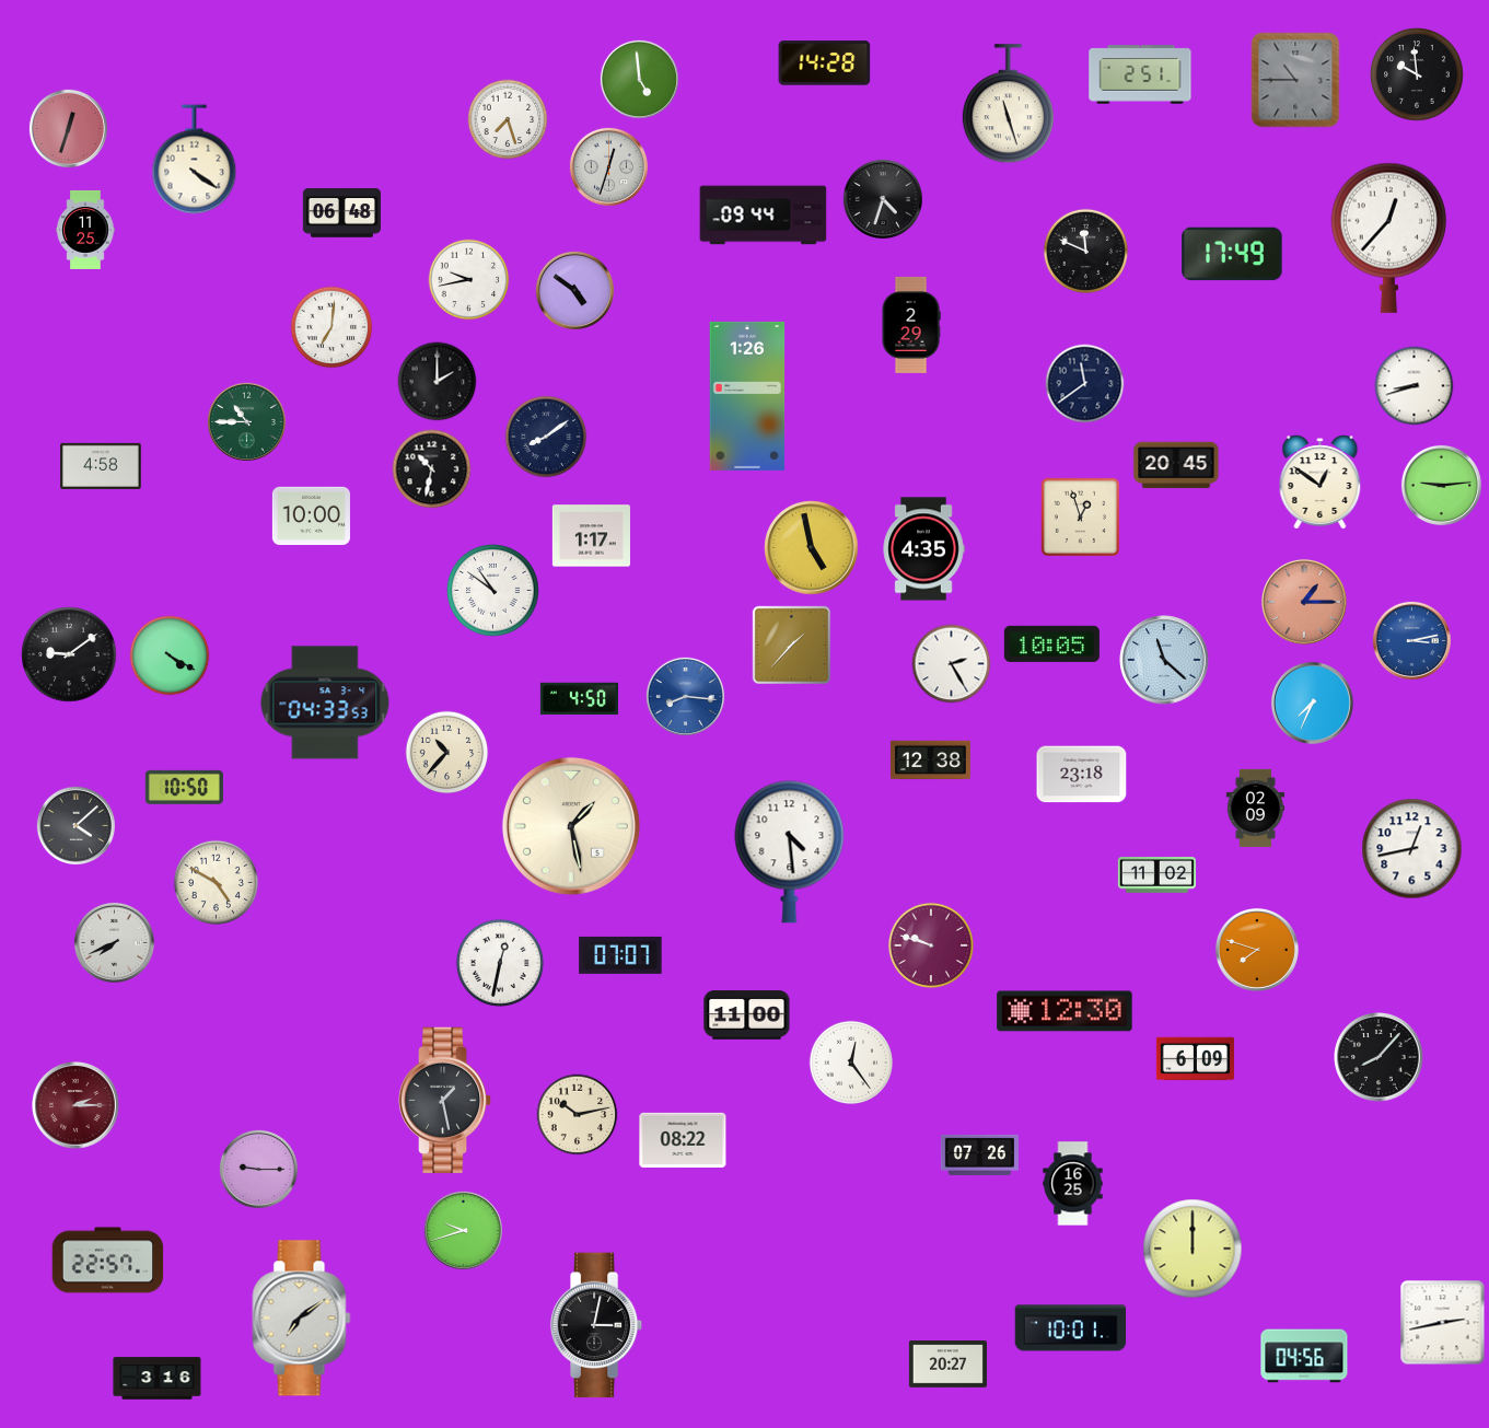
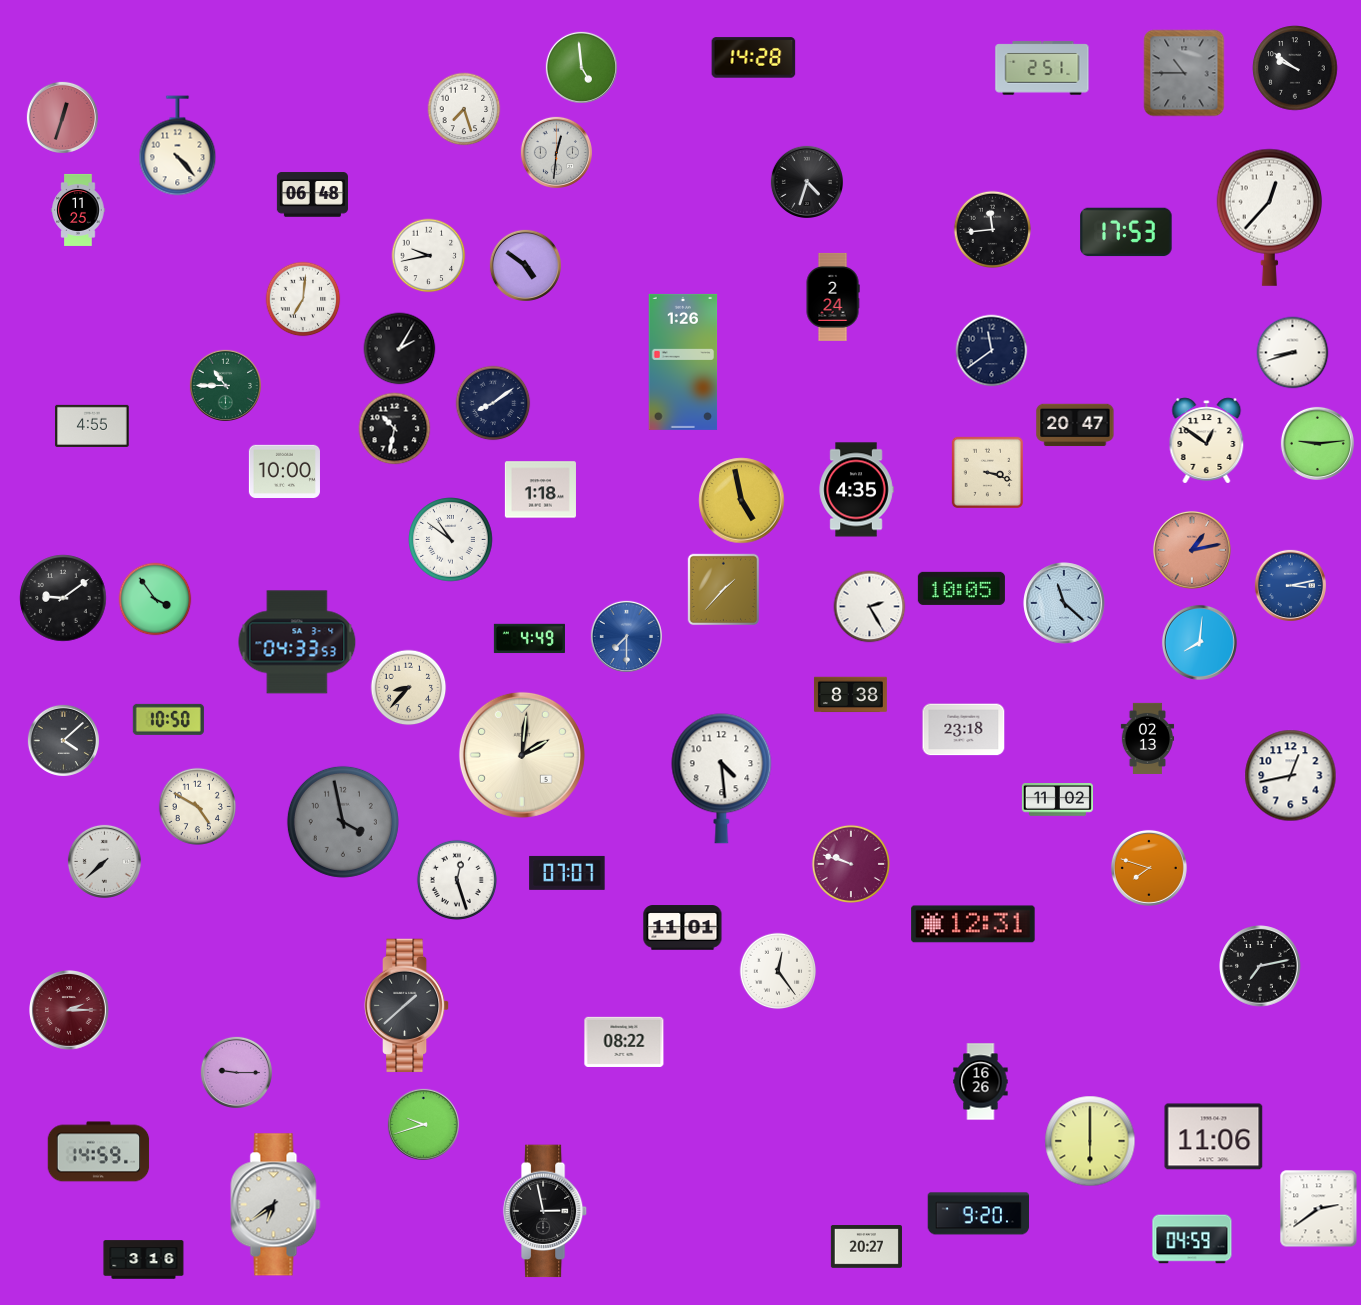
clock at (1417, 74): 9:59 -> 9:51
clock at (639, 79) position: (639, 79) -> (581, 67)
clock at (1008, 104): 11:27 -> none
clock at (195, 160): 4:21 -> 4:23
clock at (608, 166): 12:33 -> 12:31
clock at (764, 216): 09:44 -> none
clock at (1085, 251): 11:49 -> 11:44
clock at (1232, 254): 17:49 -> 17:53
clock at (911, 325): 2:29 -> 2:24
clock at (438, 382): 2:00 -> 2:05
clock at (546, 437) position: (546, 437) -> (493, 403)
clock at (1176, 465): 20:45 -> 20:47
clock at (101, 466): 4:58 -> 4:55
clock at (1081, 518): 12:57 -> 3:18
clock at (591, 536): 1:17 -> 1:18
clock at (923, 549) position: (923, 549) -> (856, 490)
clock at (1304, 602): 1:15 -> 1:13
clock at (170, 655): 4:20 -> 3:54
clock at (685, 696): 8:16 -> 7:30
clock at (579, 699): 4:50 -> 4:49
clock at (1312, 703): 7:34 -> 8:01
clock at (447, 753): 10:37 -> 8:37
clock at (930, 761): 12:38 -> 8:38
clock at (1082, 775) position: (1082, 775) -> (964, 730)
clock at (1256, 808): 02:09 -> 02:13
clock at (75, 825) position: (75, 825) -> (63, 740)
clock at (571, 826): 1:28 -> 2:01
clock at (343, 822): none -> 3:58
clock at (114, 942): 7:41 -> 7:38
clock at (500, 963): 12:32 -> 12:27
clock at (1065, 1011): 12:30 -> 12:31
clock at (747, 1015): 11:00 -> 11:01
clock at (1379, 1057): 8:07 -> 7:13
clock at (1195, 1059): 6:09 -> none
clock at (445, 1101): 1:28 -> 1:38
clock at (578, 1115): 10:13 -> none
clock at (979, 1154): 07:26 -> none
clock at (258, 1169) position: (258, 1169) -> (236, 1072)
clock at (1073, 1184): 16:25 -> 16:26
clock at (1214, 1137): none -> 11:06
clock at (1193, 1249): 12:00 -> 6:00
clock at (108, 1261): 22:57 -> 14:59
clock at (302, 1319): 7:09 -> 6:39
clock at (1443, 1323): 2:43 -> 2:39
clock at (596, 1325): 3:02 -> 2:58
clock at (1071, 1328): 10:01 -> 9:20
clock at (1304, 1356): 04:56 -> 04:59
